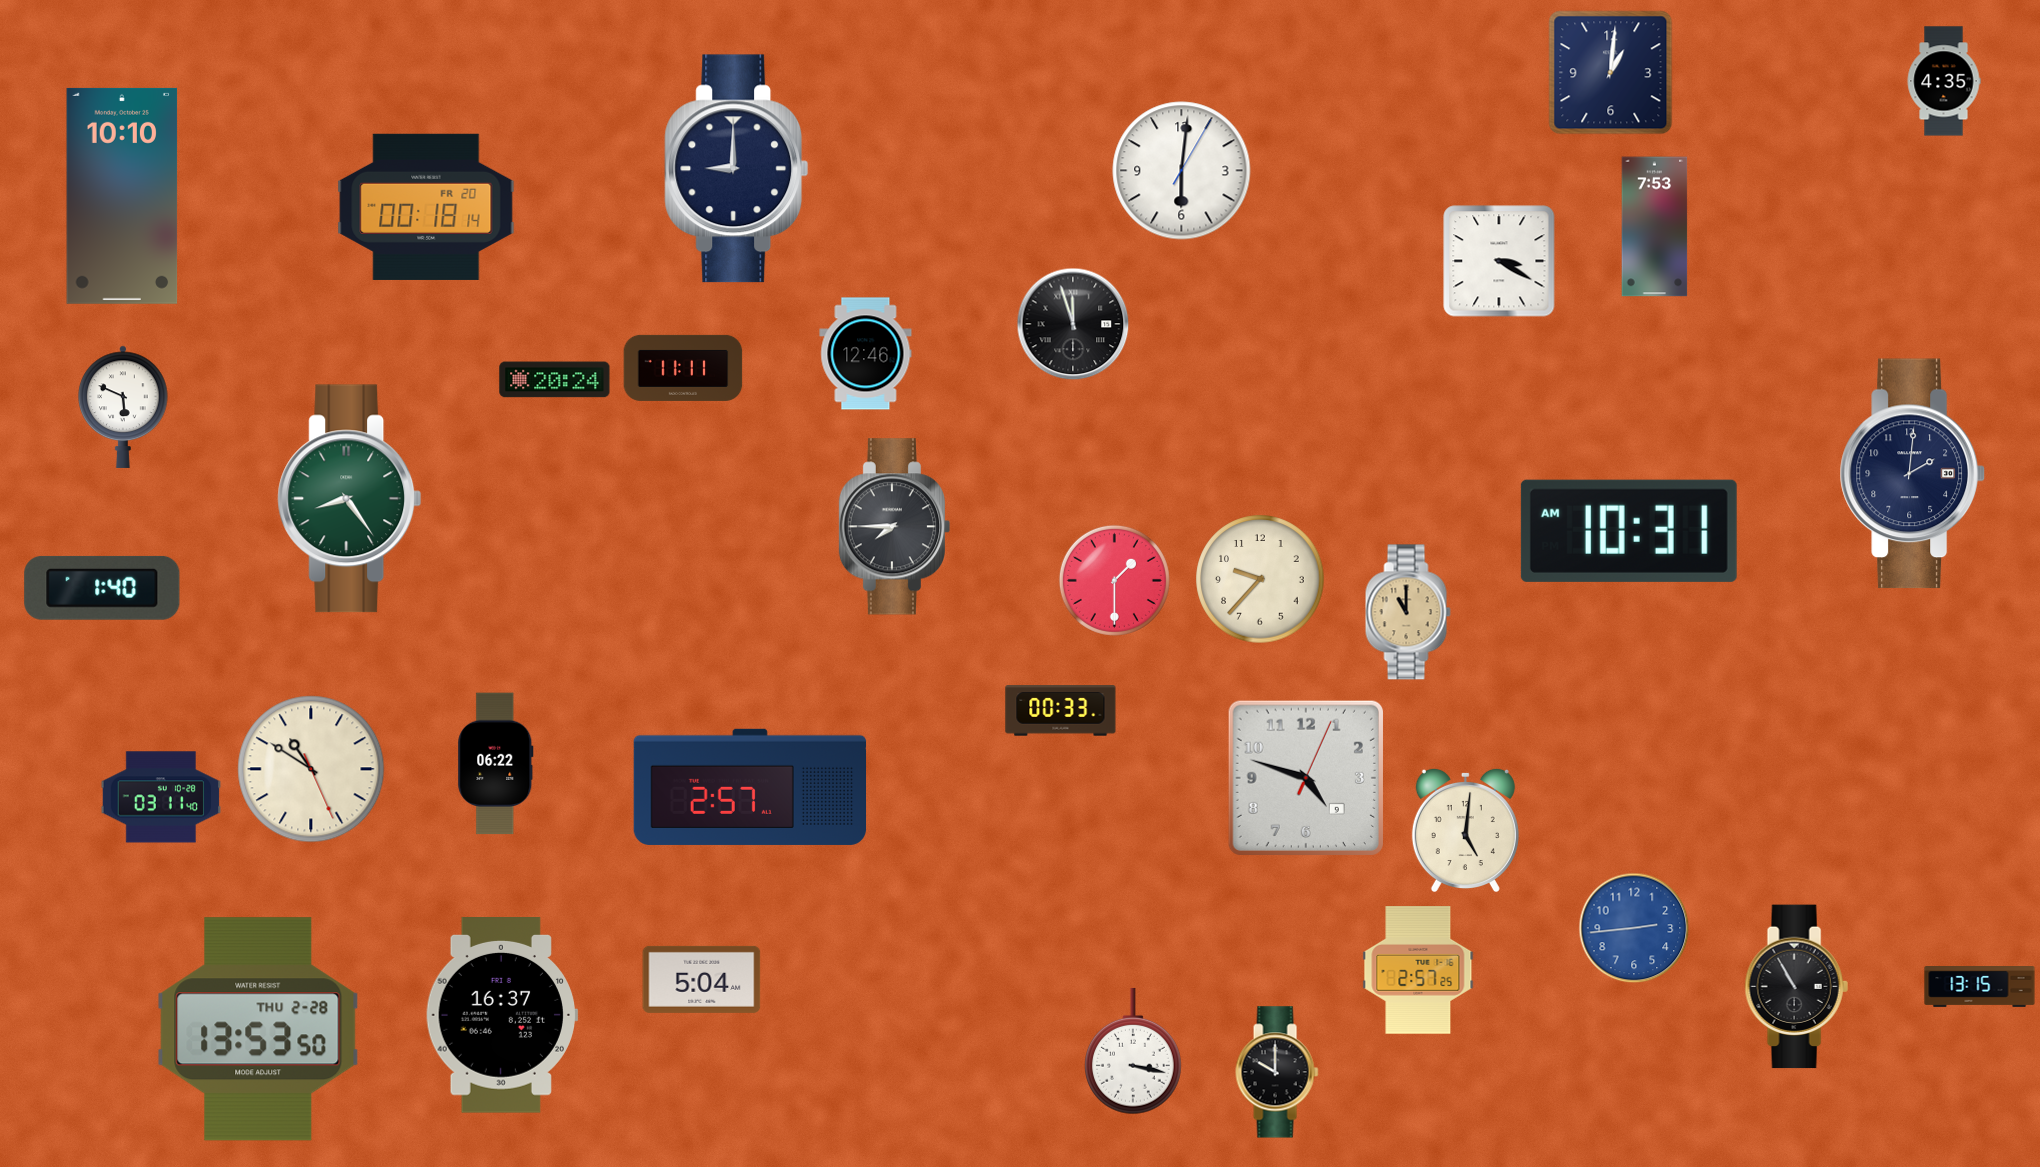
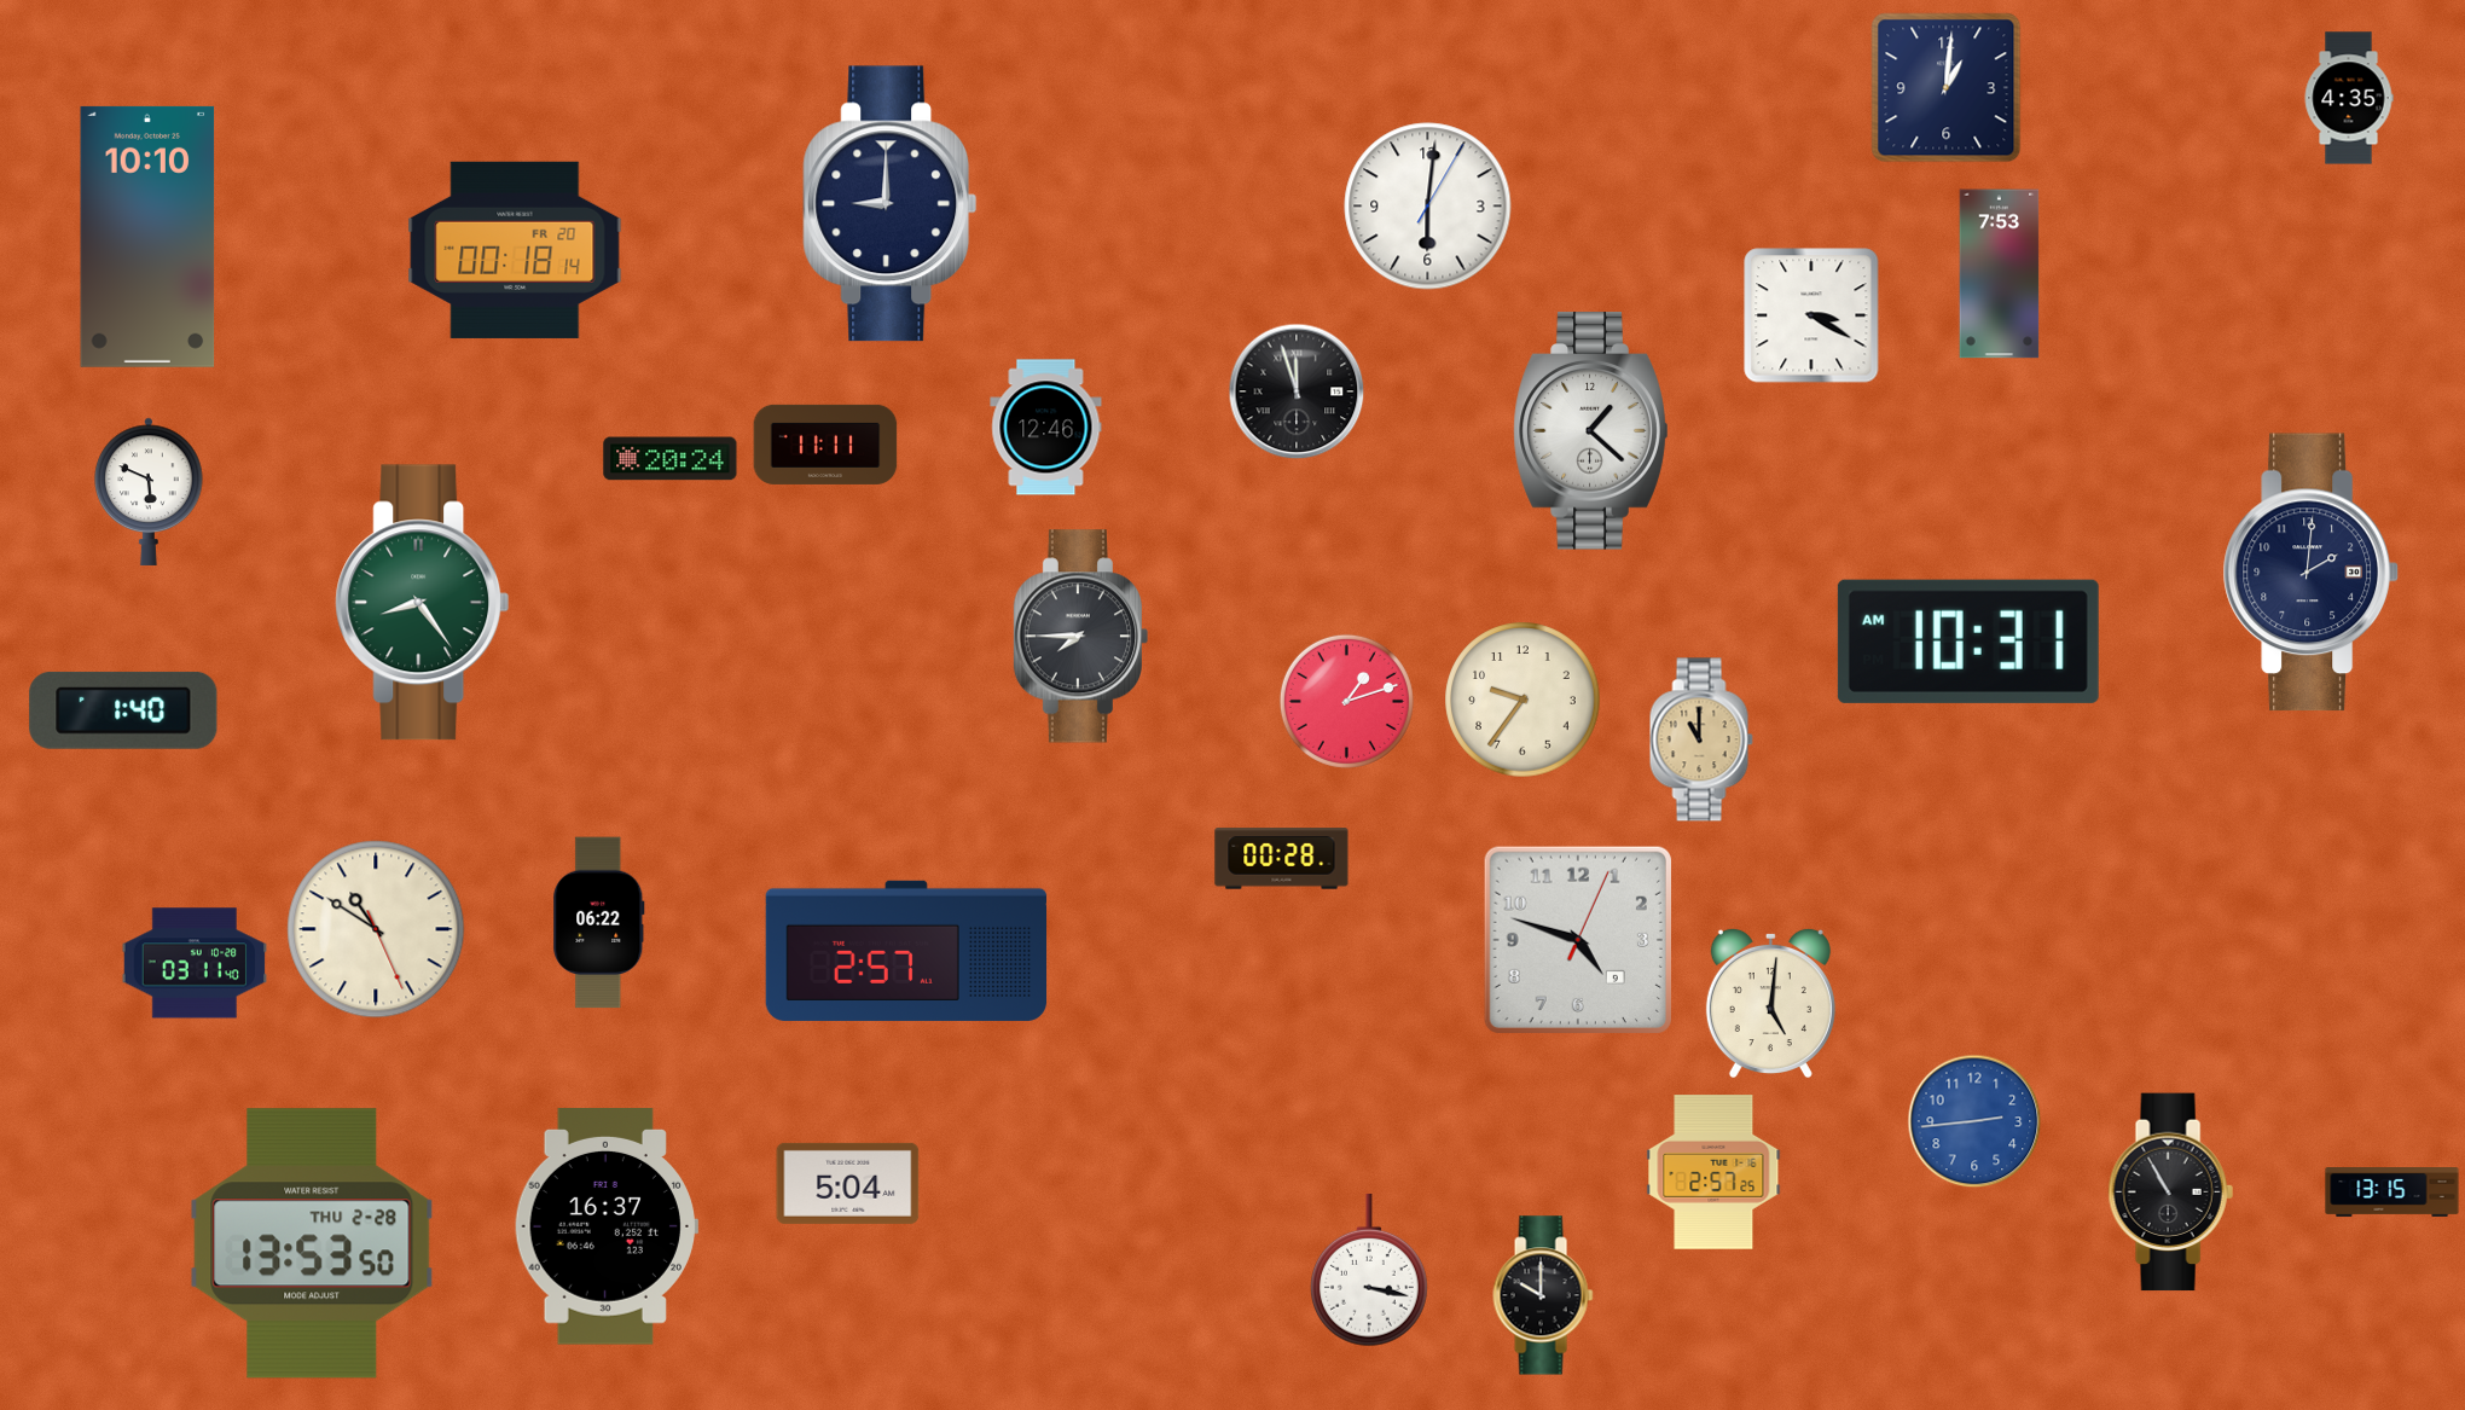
clock at (1591, 431): none -> 1:22
clock at (1260, 579): 9:37 -> 9:36
clock at (1114, 580): 1:30 -> 1:12
clock at (1061, 711): 00:33 -> 00:28
